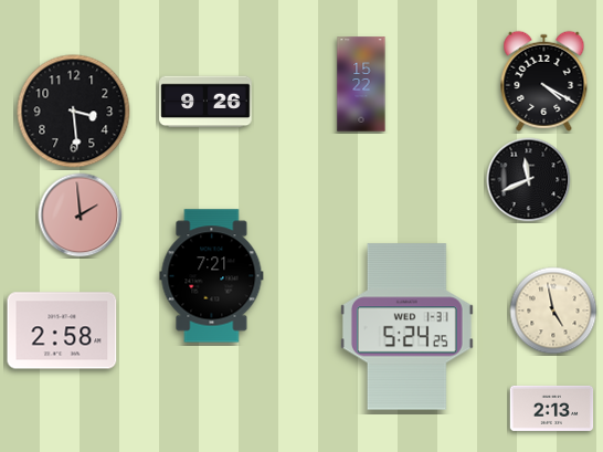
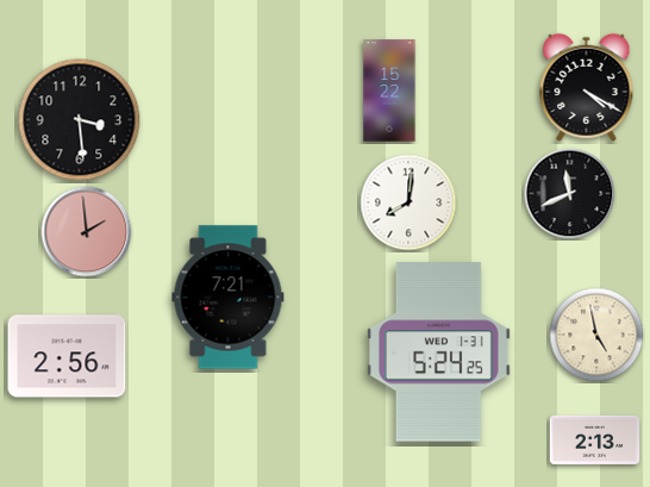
clock at (205, 102): 9:26 -> none
clock at (408, 202): none -> 8:01
clock at (62, 330): 2:58 -> 2:56
